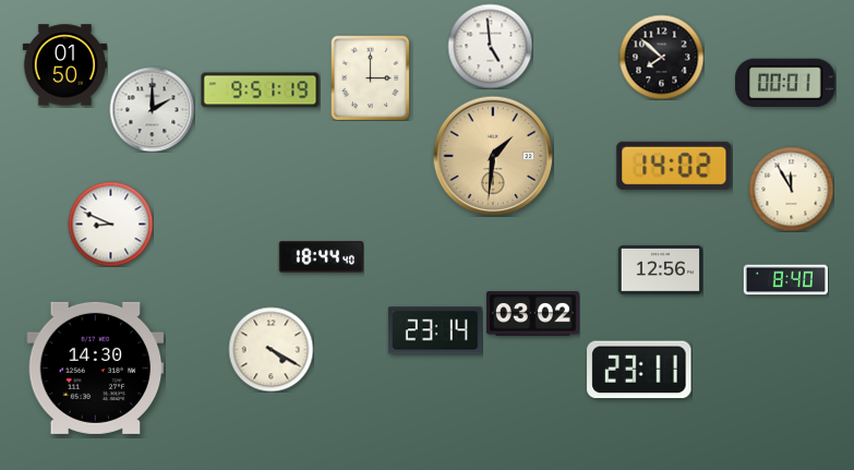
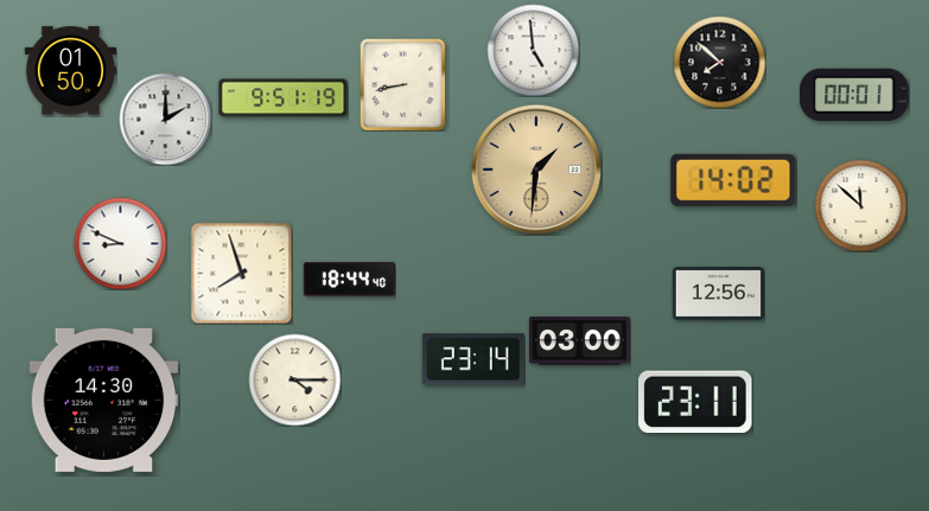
clock at (371, 77): 3:00 -> 8:43
clock at (785, 83) position: (785, 83) -> (854, 95)
clock at (791, 189): 11:55 -> 11:52
clock at (241, 273): none -> 7:57
clock at (785, 280): 8:40 -> none
clock at (532, 314): 03:02 -> 03:00
clock at (270, 349): 4:20 -> 4:15
